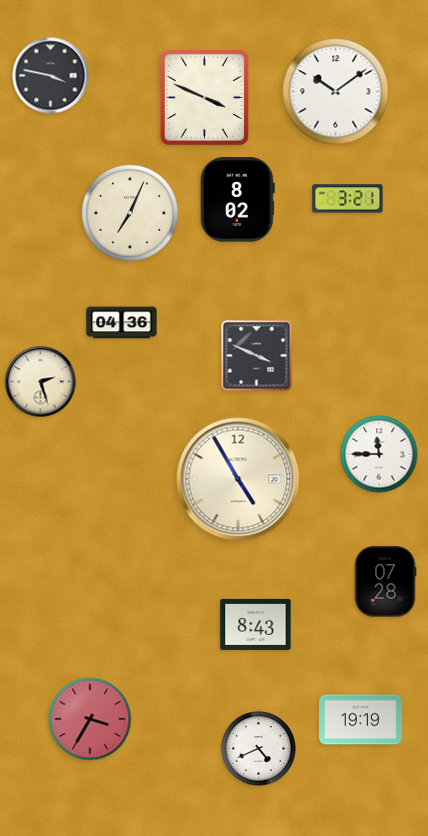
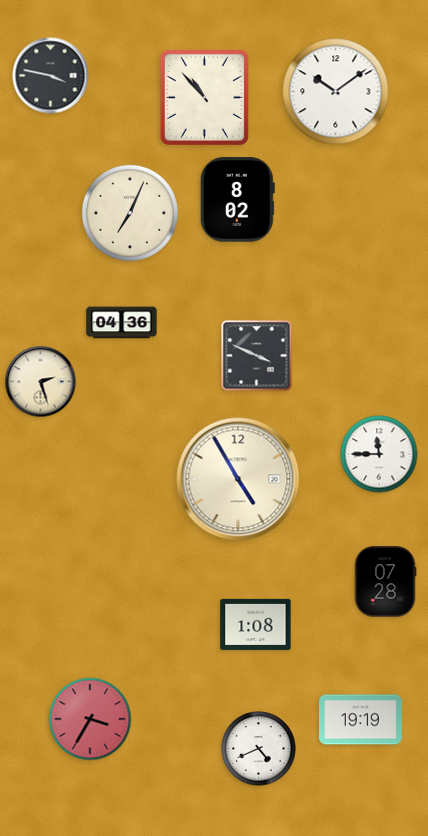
clock at (204, 97): 3:49 -> 10:53
clock at (348, 199): 3:21 -> none
clock at (256, 624): 8:43 -> 1:08
